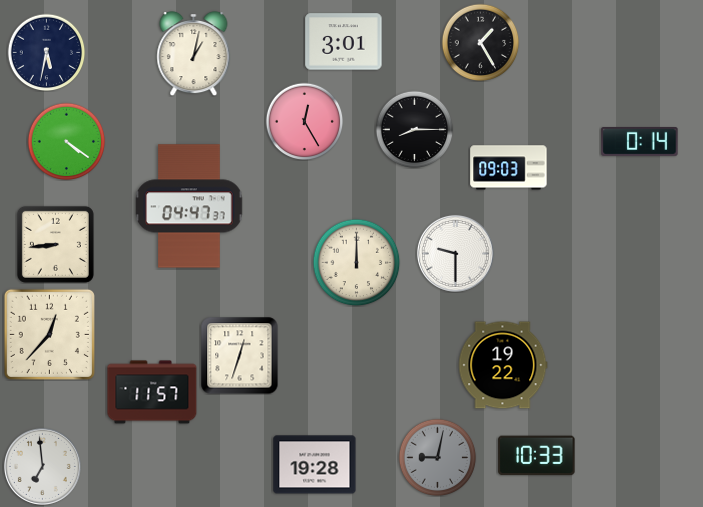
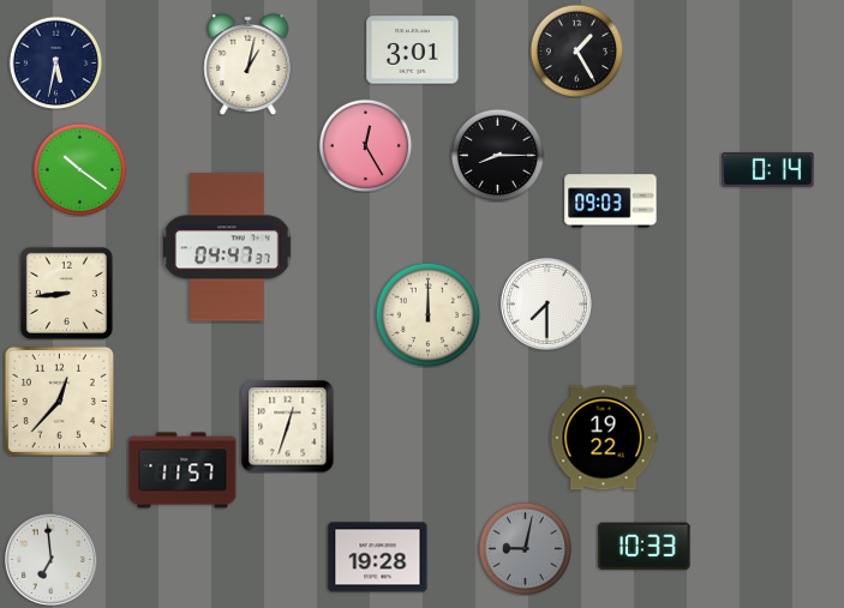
clock at (194, 53) position: (194, 53) -> (249, 64)
clock at (66, 141): 4:21 -> 10:21
clock at (455, 253): 9:30 -> 7:30
